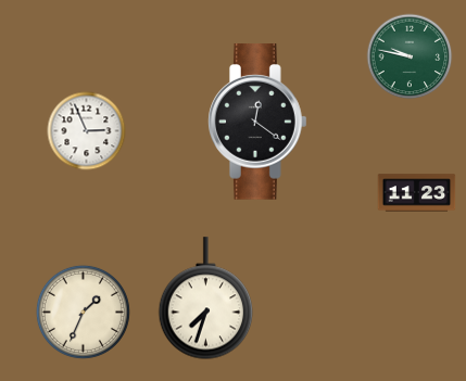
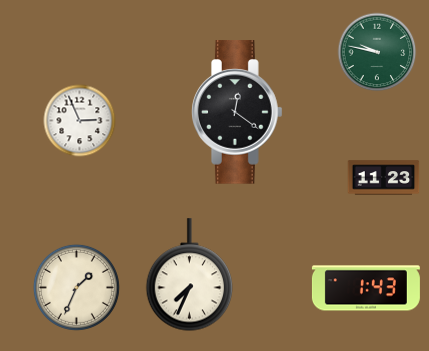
clock at (206, 299): 7:33 -> 7:34
clock at (366, 288): none -> 1:43
